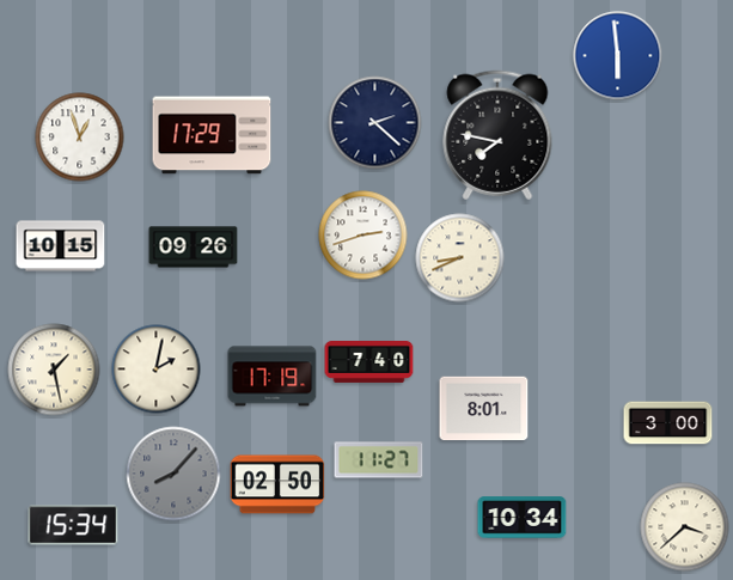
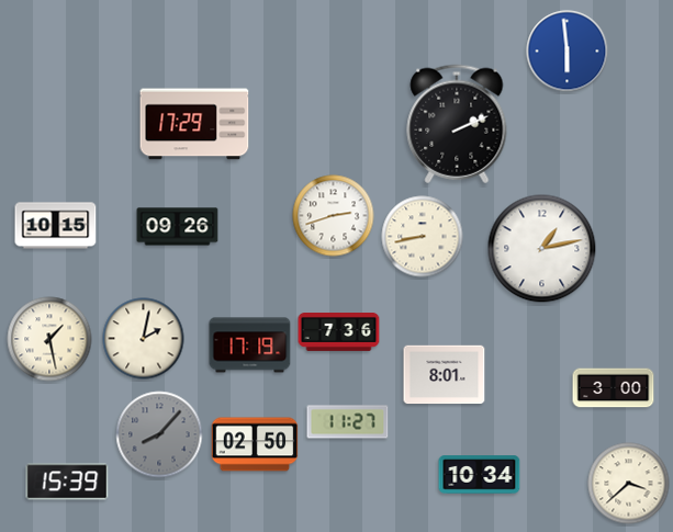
clock at (375, 123): 2:22 -> none
clock at (497, 135): 7:47 -> 2:11
clock at (80, 138): 12:57 -> none
clock at (460, 258): 8:41 -> 8:43
clock at (542, 249): none -> 1:13
clock at (369, 362): 7:40 -> 7:36
clock at (73, 525): 15:34 -> 15:39
